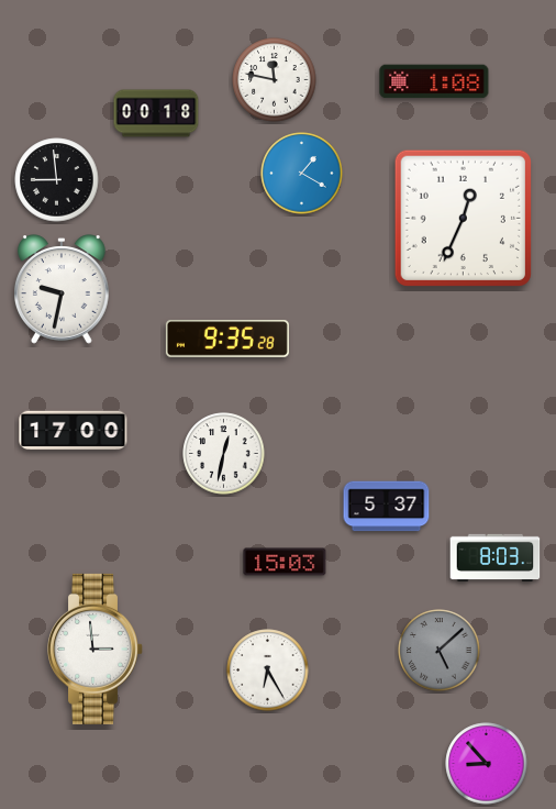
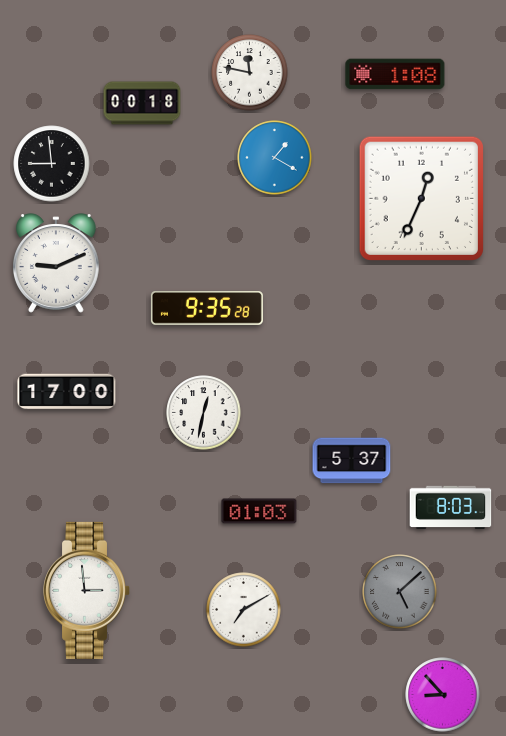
clock at (63, 289): 9:32 -> 9:11
clock at (285, 562): 15:03 -> 01:03
clock at (268, 671): 6:25 -> 7:10
